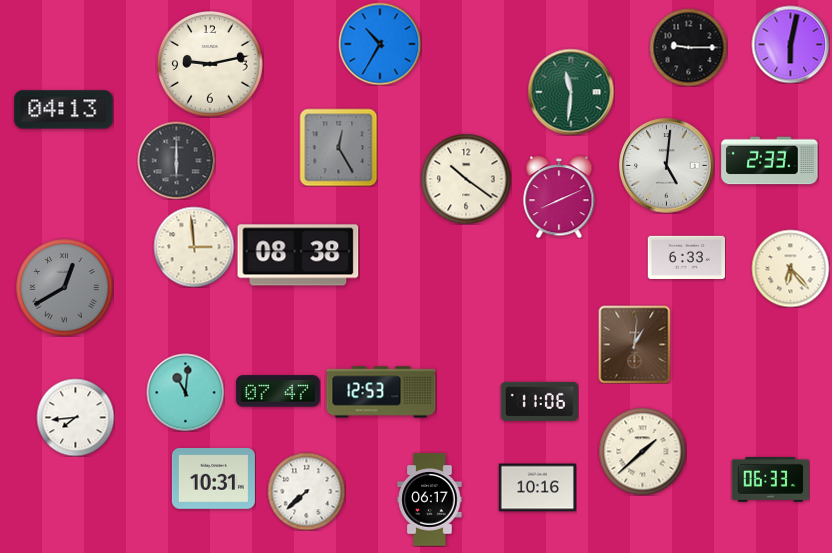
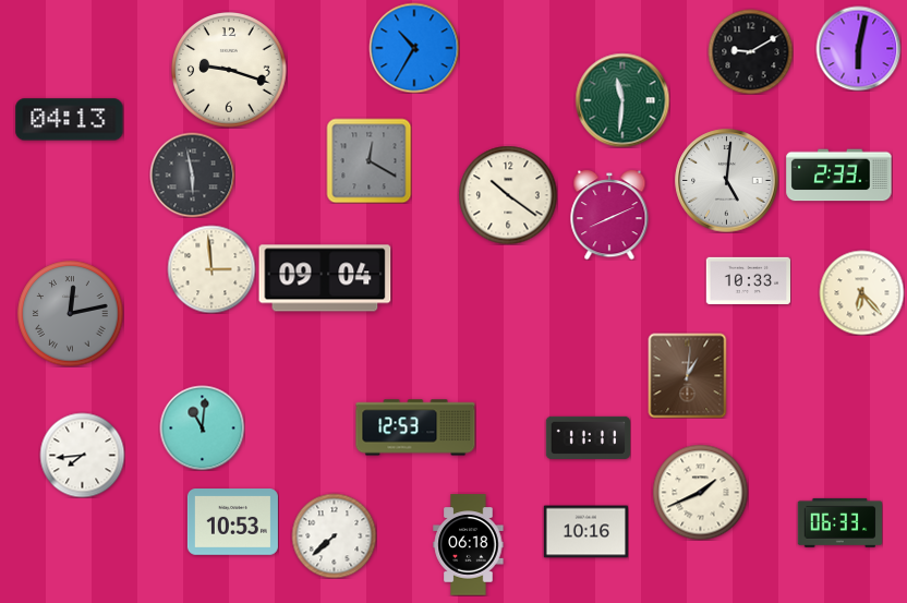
clock at (790, 44) position: (790, 44) -> (858, 48)
clock at (688, 47): 9:15 -> 9:10
clock at (210, 64): 9:13 -> 9:18
clock at (338, 147): 12:25 -> 12:20
clock at (176, 160): 6:00 -> 5:58
clock at (298, 255): 08:38 -> 09:04
clock at (686, 257): 6:33 -> 10:33
clock at (65, 288): 12:40 -> 12:13
clock at (635, 344) position: (635, 344) -> (688, 375)
clock at (278, 391): 07:47 -> none
clock at (539, 401): 11:06 -> 11:11
clock at (642, 451): 1:38 -> 1:41
clock at (213, 479): 10:31 -> 10:53
clock at (430, 500): 06:17 -> 06:18
